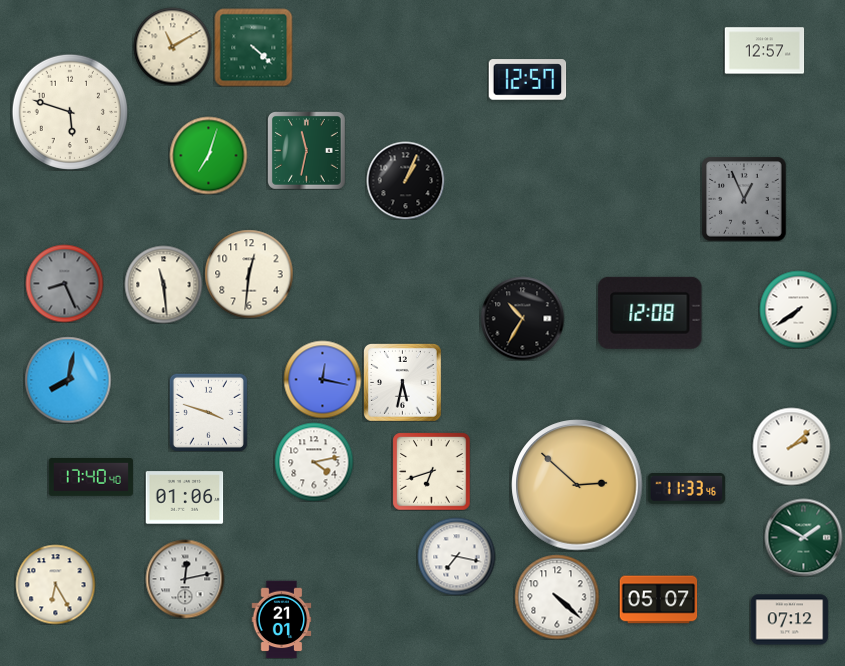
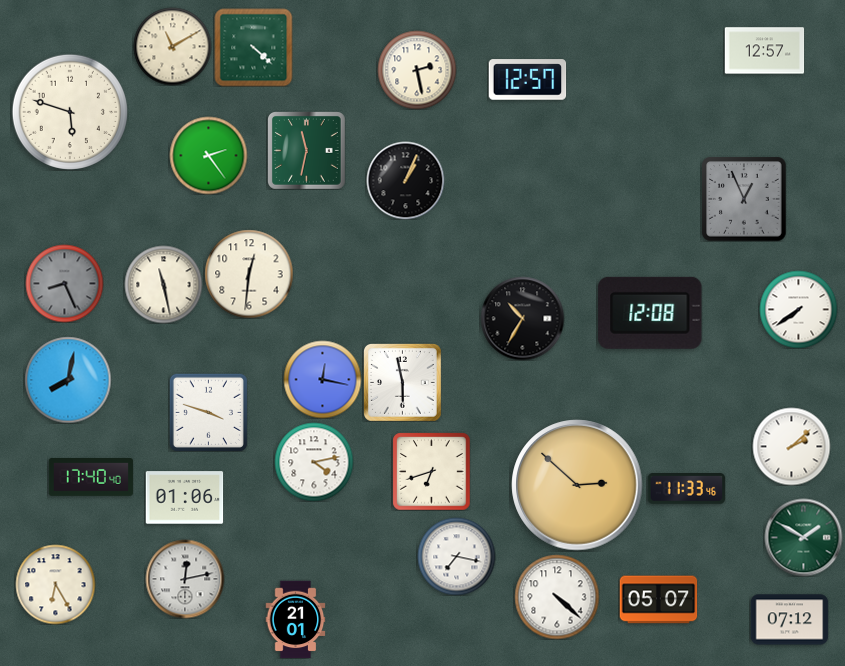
clock at (417, 70): none -> 2:28
clock at (208, 155): 7:03 -> 2:24
clock at (163, 284): 11:29 -> 11:28
clock at (403, 383): 5:32 -> 5:58
clock at (282, 619) position: (282, 619) -> (296, 619)
